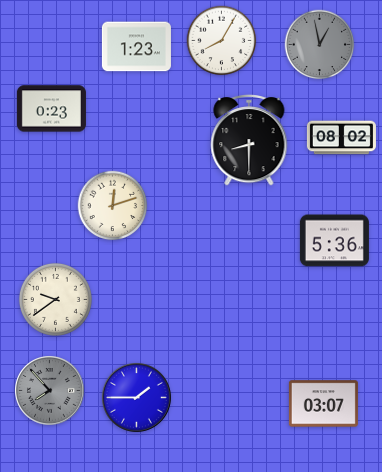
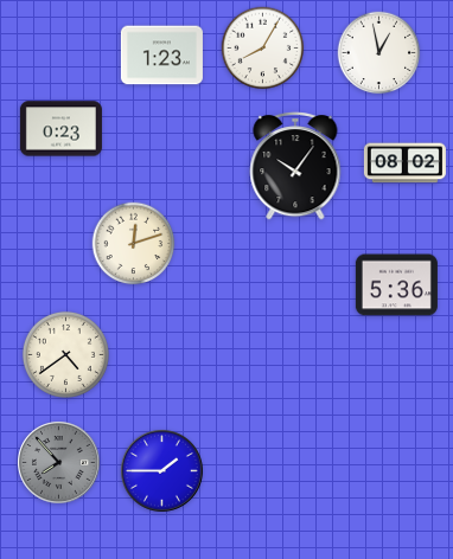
clock at (320, 45) dial: grey -> white
clock at (249, 141): 8:30 -> 10:06
clock at (55, 299): 9:39 -> 4:39
clock at (323, 404): 03:07 -> none
